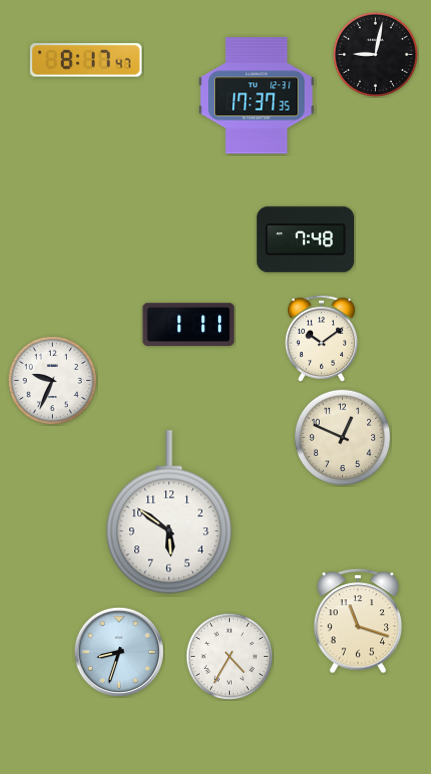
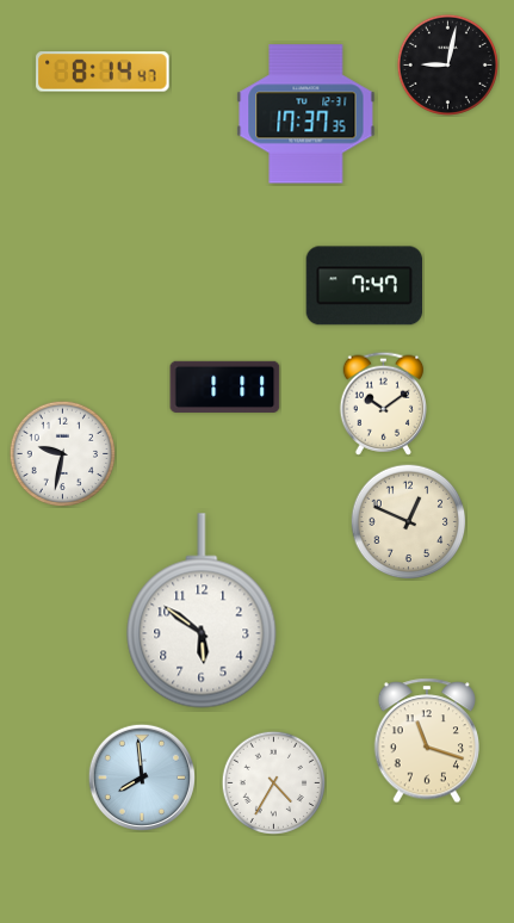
clock at (86, 60): 8:17 -> 8:14
clock at (305, 240): 7:48 -> 7:47
clock at (52, 380): 9:34 -> 9:32
clock at (118, 651): 8:33 -> 7:59
